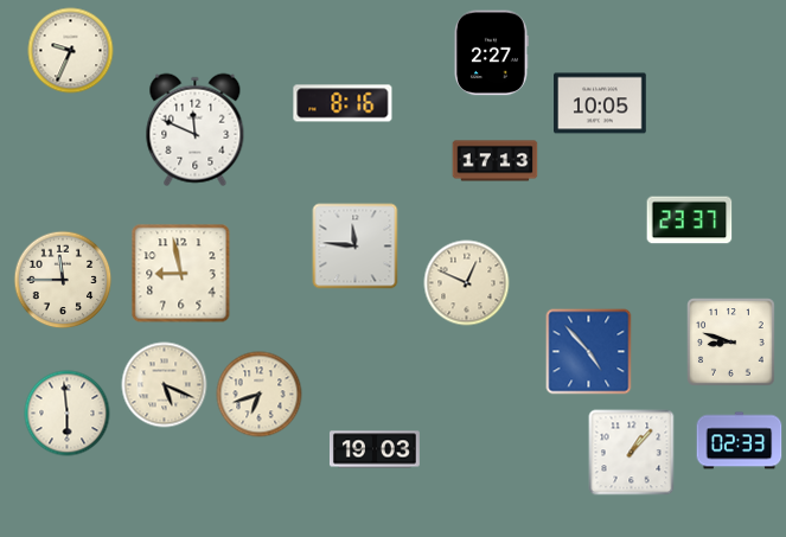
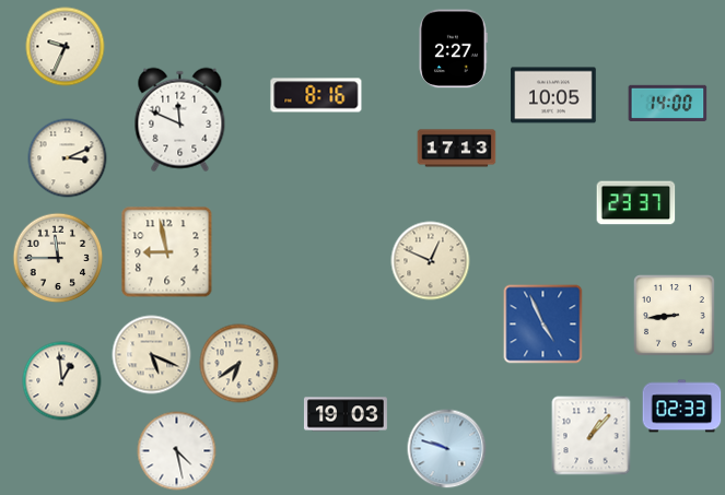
clock at (668, 103): none -> 14:00
clock at (68, 158): none -> 3:11
clock at (356, 247): 11:46 -> none
clock at (731, 343): 8:48 -> 8:44
clock at (589, 352): 4:53 -> 4:56
clock at (260, 395): 6:42 -> 6:39
clock at (68, 414): 5:59 -> 12:59
clock at (632, 453) position: (632, 453) -> (592, 436)
clock at (447, 449): none -> 9:48
clock at (177, 451): none -> 4:28
